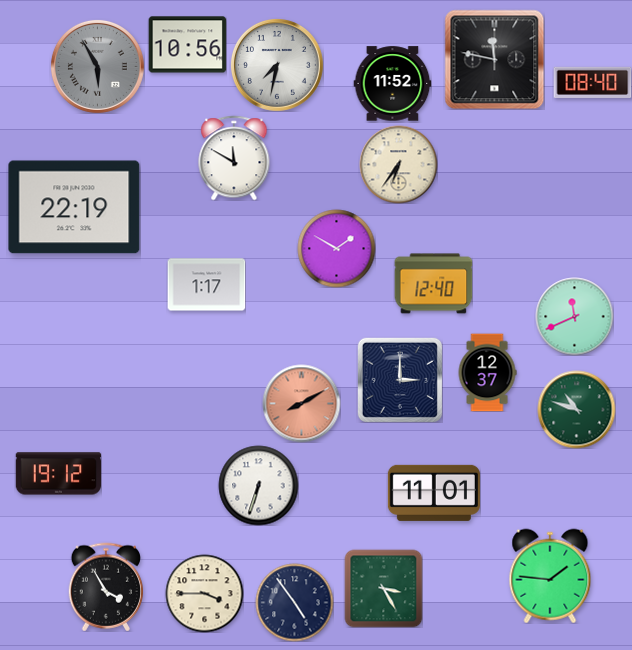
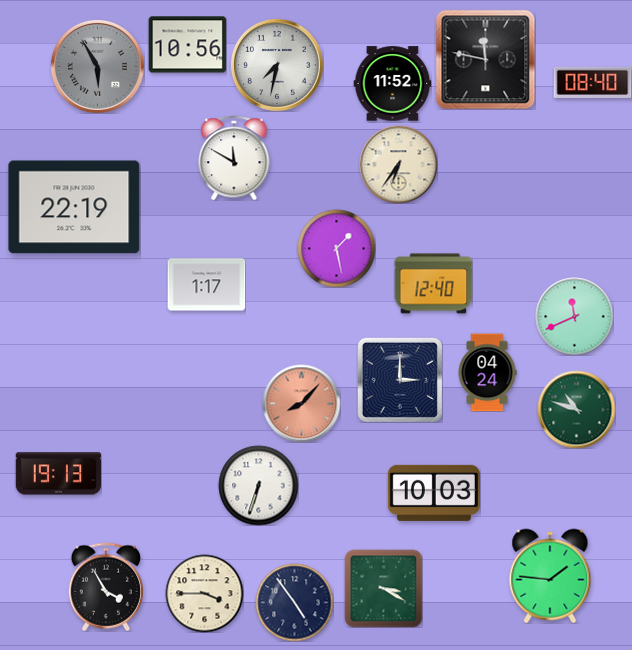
clock at (494, 59) position: (494, 59) -> (485, 59)
clock at (336, 248): 1:50 -> 1:28
clock at (487, 372): 12:37 -> 04:24
clock at (301, 403): 8:10 -> 8:07
clock at (58, 474): 19:12 -> 19:13
clock at (434, 493): 11:01 -> 10:03
clock at (383, 588): 3:25 -> 3:20
